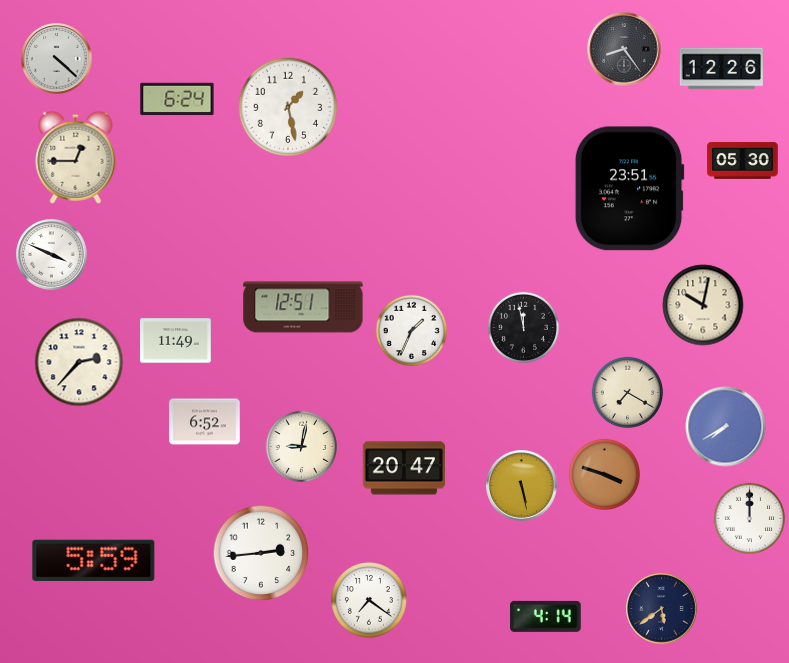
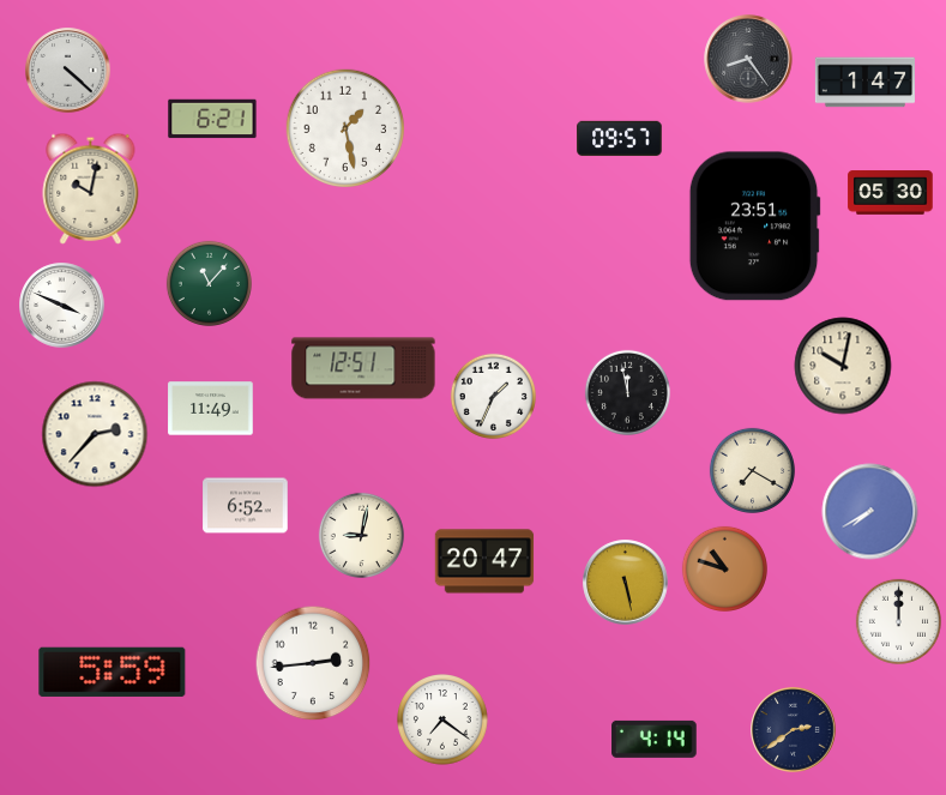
clock at (721, 69): 12:26 -> 1:47
clock at (177, 99): 6:24 -> 6:21
clock at (620, 138): none -> 09:57
clock at (76, 157): 12:45 -> 10:02
clock at (209, 283): none -> 11:07
clock at (604, 474): 3:48 -> 10:48
clock at (662, 609): 5:39 -> 2:39
